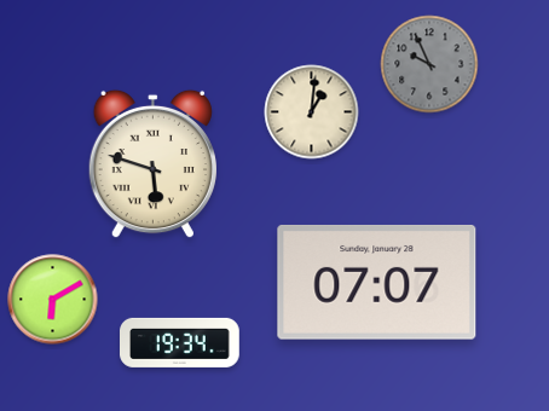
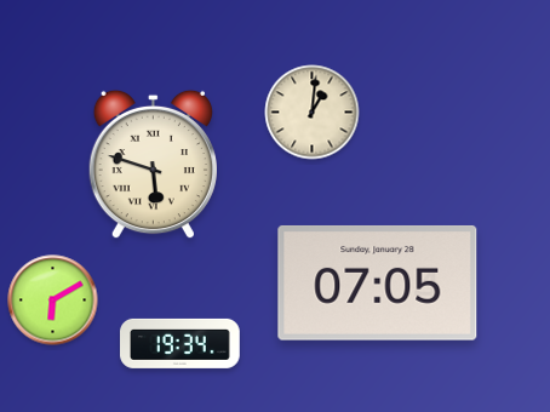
clock at (429, 64): 9:56 -> none
clock at (377, 283): 07:07 -> 07:05
